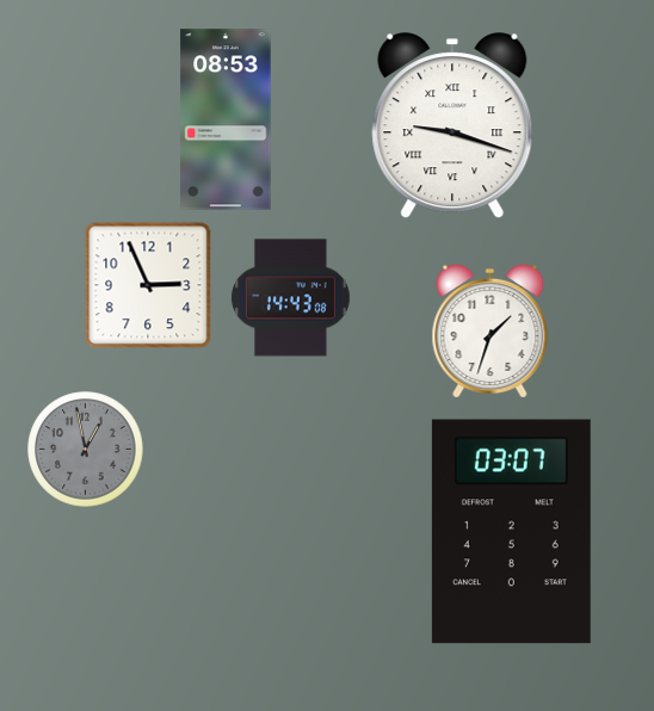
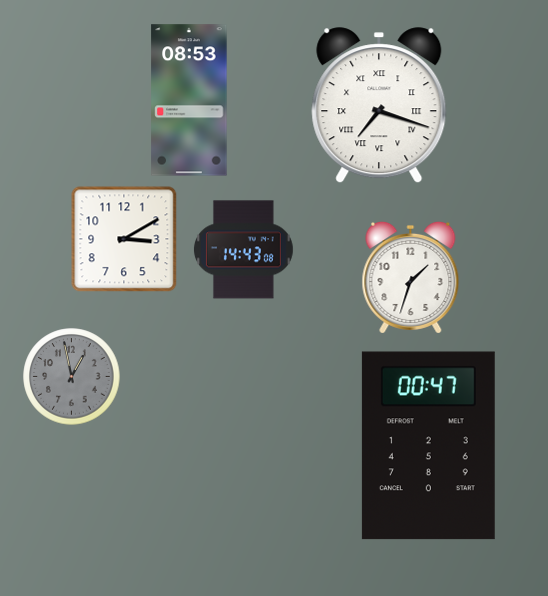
clock at (452, 126): 9:18 -> 7:18
clock at (148, 285): 2:56 -> 3:10
clock at (511, 532): 03:07 -> 00:47
